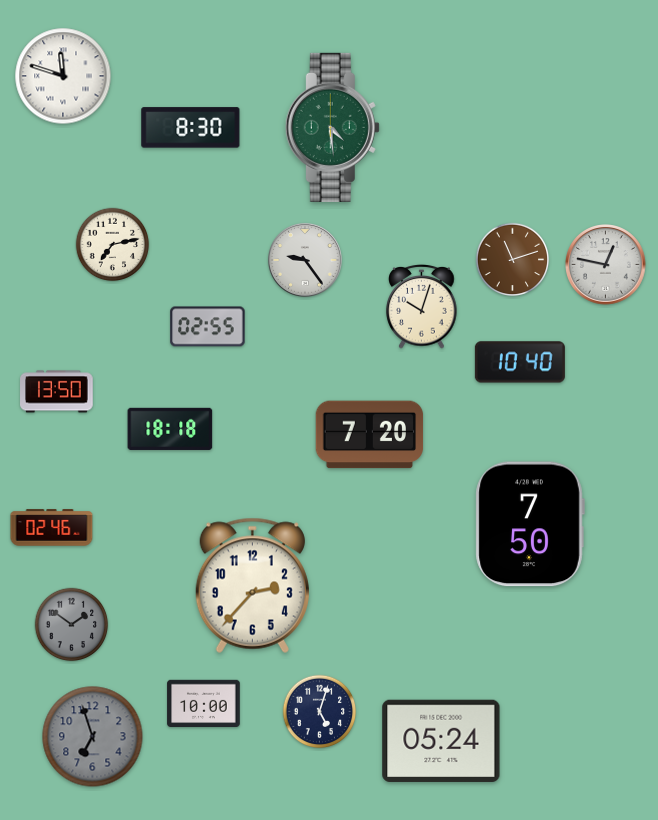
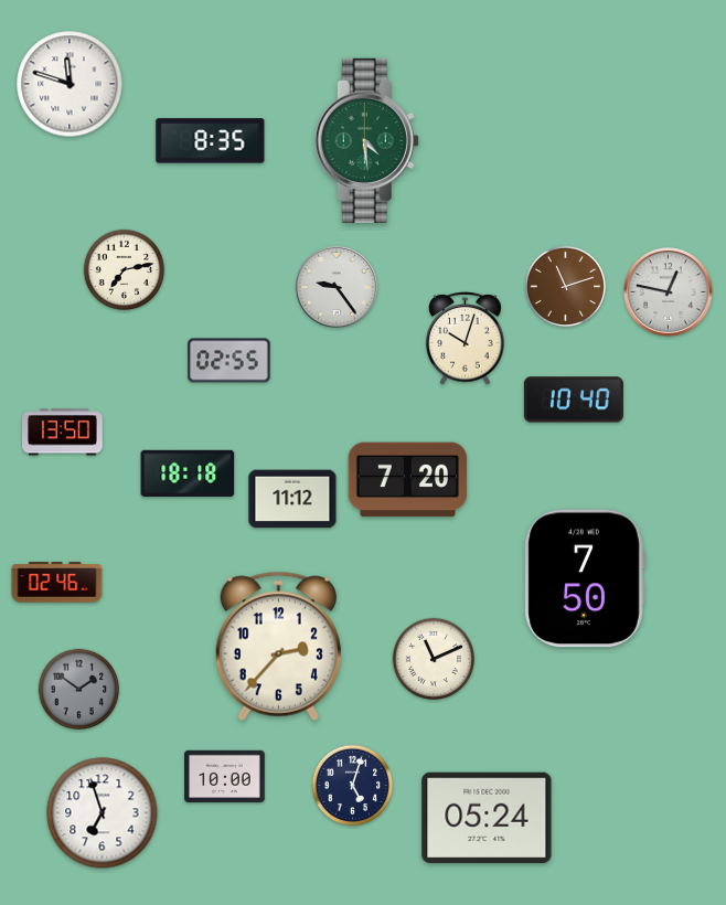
clock at (191, 128): 8:30 -> 8:35
clock at (292, 499): none -> 11:12
clock at (434, 659): none -> 11:11
clock at (93, 737) dial: grey -> white
